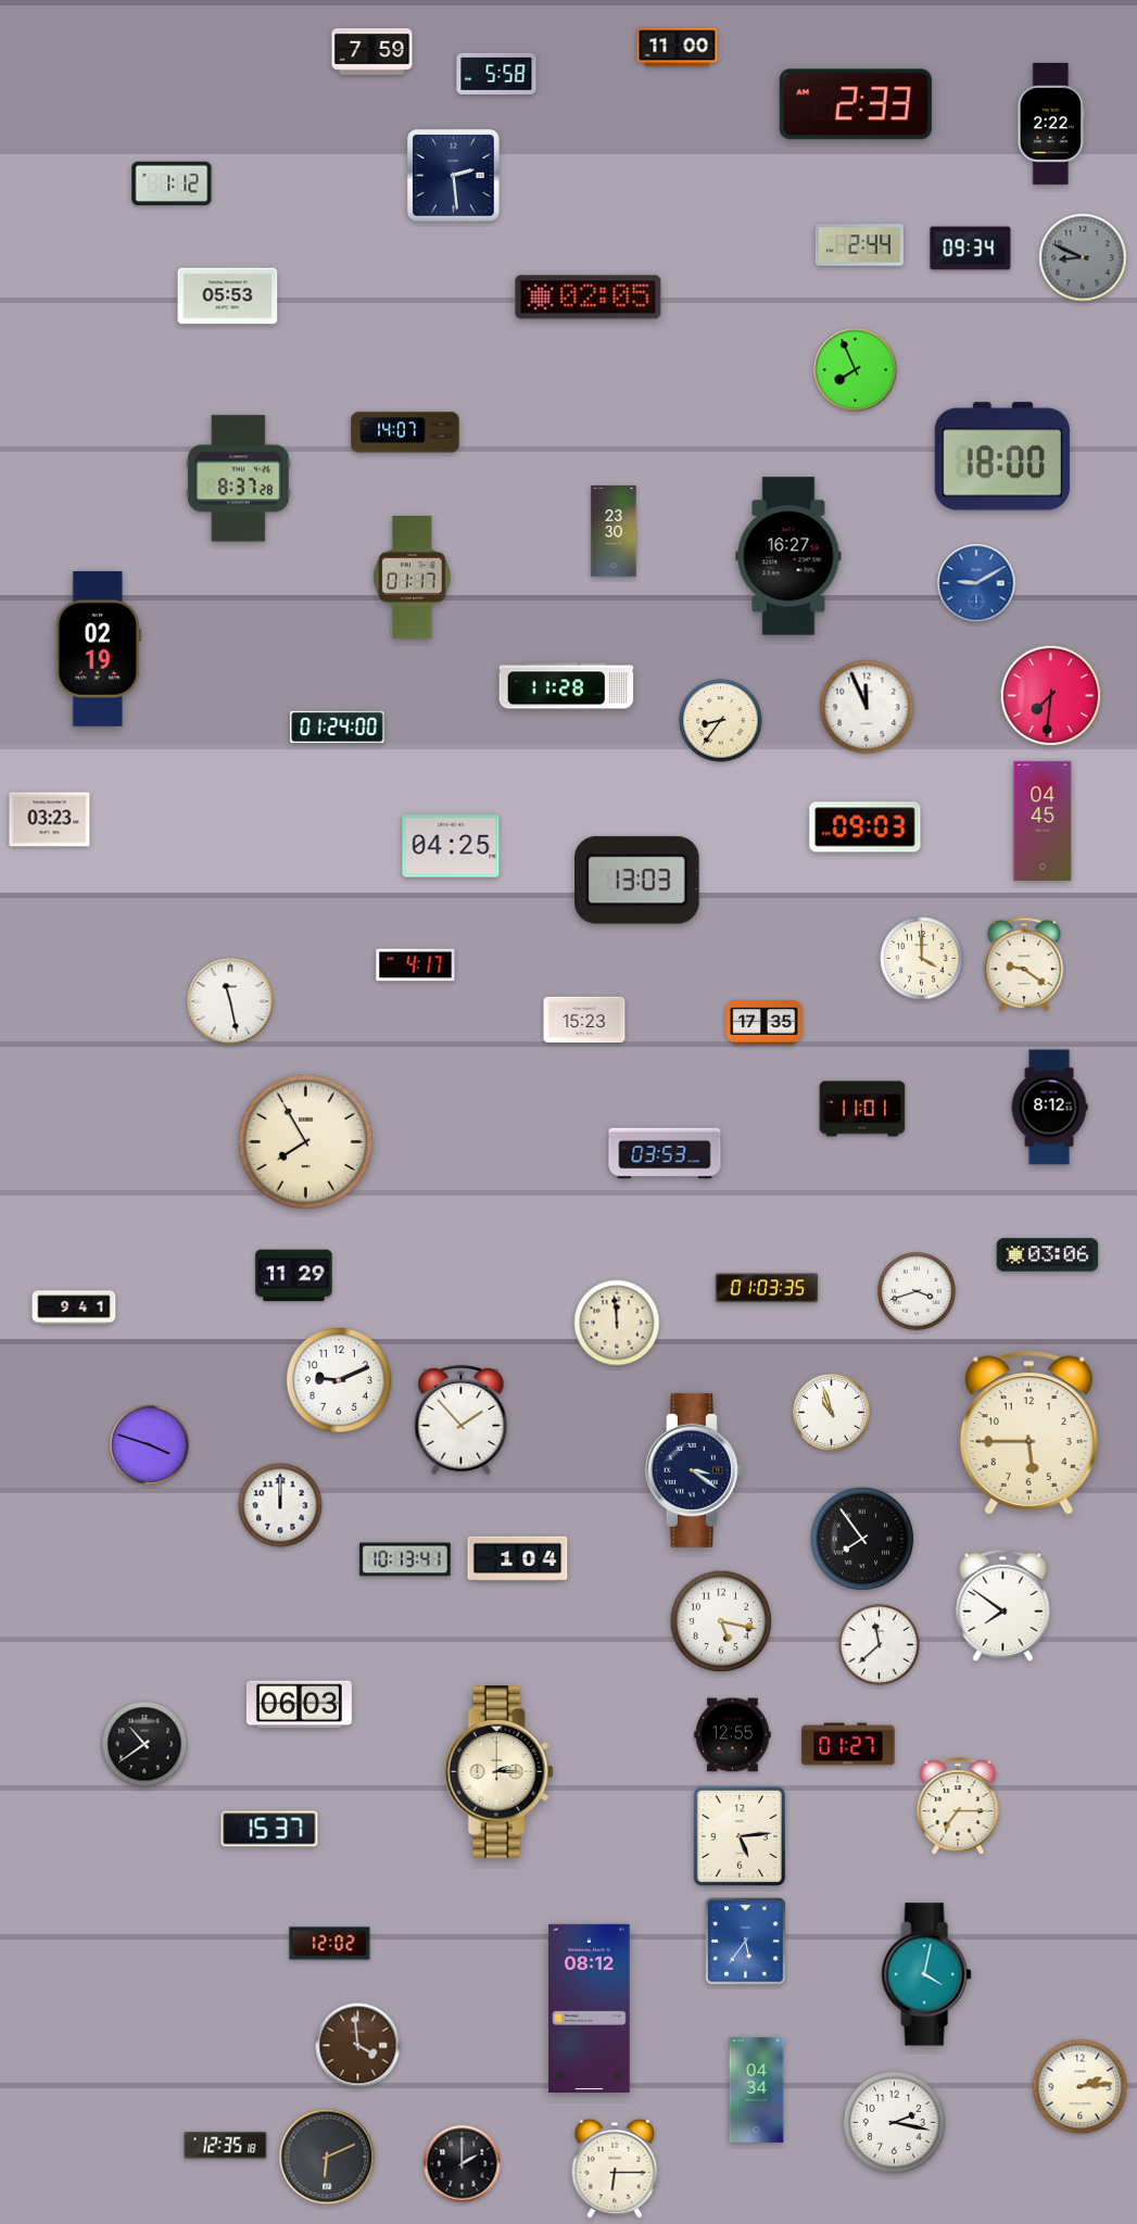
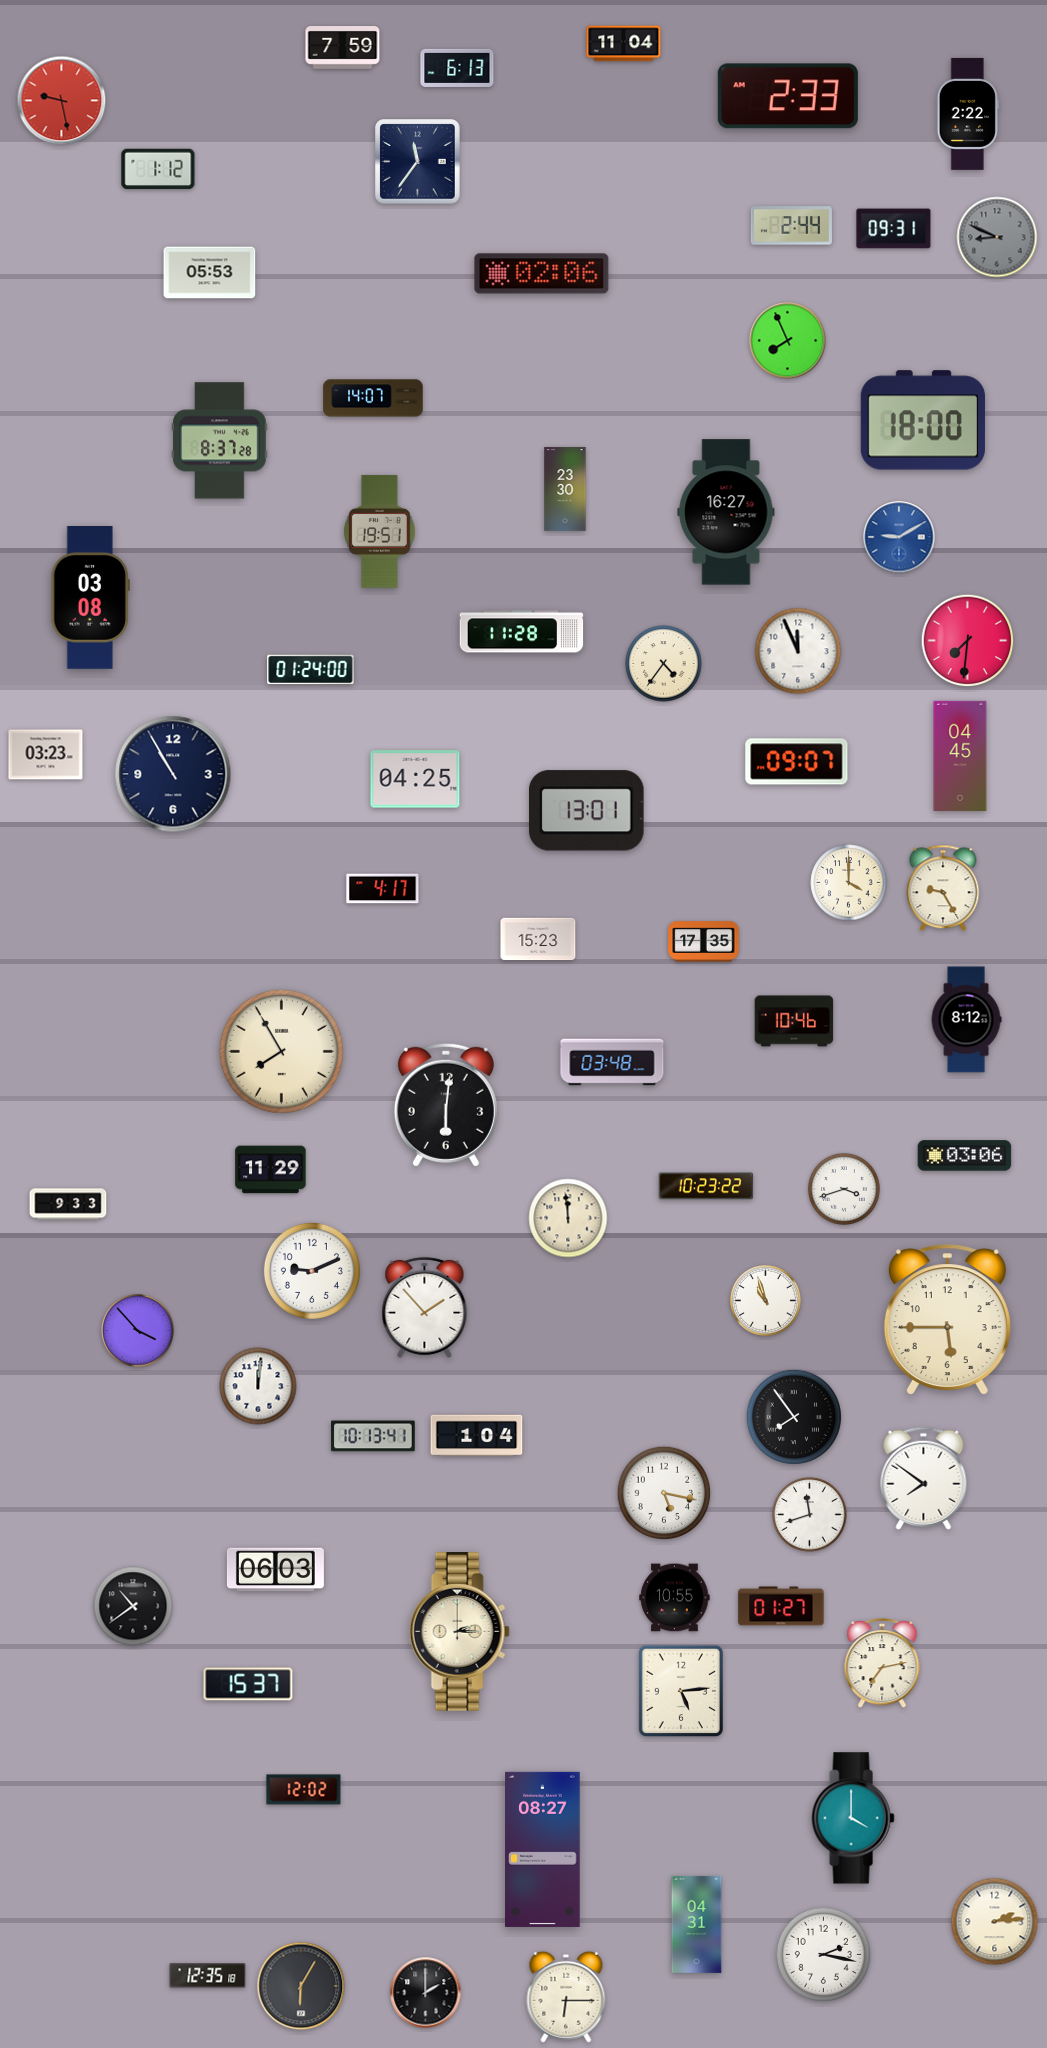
clock at (678, 48): 11:00 -> 11:04
clock at (496, 74): 5:58 -> 6:13
clock at (62, 101): none -> 9:28
clock at (454, 176): 2:29 -> 11:36
clock at (971, 249): 09:34 -> 09:31
clock at (589, 298): 02:05 -> 02:06
clock at (412, 577): 01:17 -> 19:51
clock at (98, 649): 02:19 -> 03:08
clock at (721, 721): 8:36 -> 4:36
clock at (866, 827): 09:03 -> 09:07
clock at (173, 774): none -> 10:55
clock at (637, 881): 13:03 -> 13:01
clock at (1024, 964): 9:21 -> 9:25
clock at (230, 1001): 11:28 -> none
clock at (862, 1109): 11:01 -> 10:46
clock at (665, 1153): 03:53 -> 03:48
clock at (446, 1105): none -> 6:01
clock at (294, 1276) position: (294, 1276) -> (271, 1170)
clock at (767, 1288): 01:03 -> 10:23
clock at (74, 1307): 9:41 -> 9:33
clock at (150, 1445): 3:48 -> 3:53
clock at (694, 1470): 3:21 -> none
clock at (280, 1505): 12:00 -> 12:01
clock at (880, 1645): 11:38 -> 11:42
clock at (733, 1735): 12:55 -> 10:55
clock at (958, 1807): 7:15 -> 7:13
clock at (746, 1942): 5:36 -> none
clock at (926, 1974): 4:02 -> 4:00
clock at (590, 2008): 08:12 -> 08:27
clock at (358, 2046): 3:59 -> none
clock at (757, 2089): 04:34 -> 04:31
clock at (327, 2157): 6:11 -> 6:05
